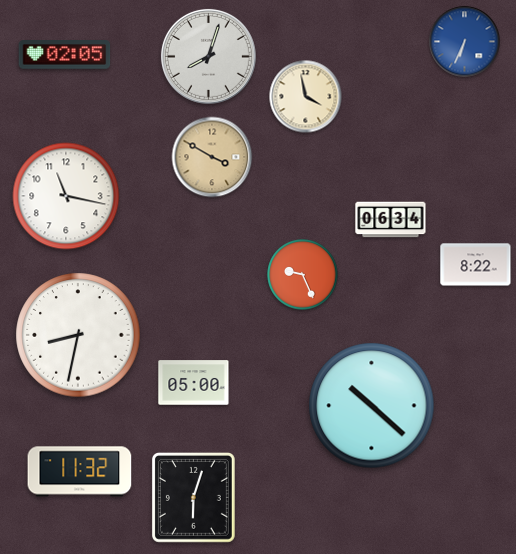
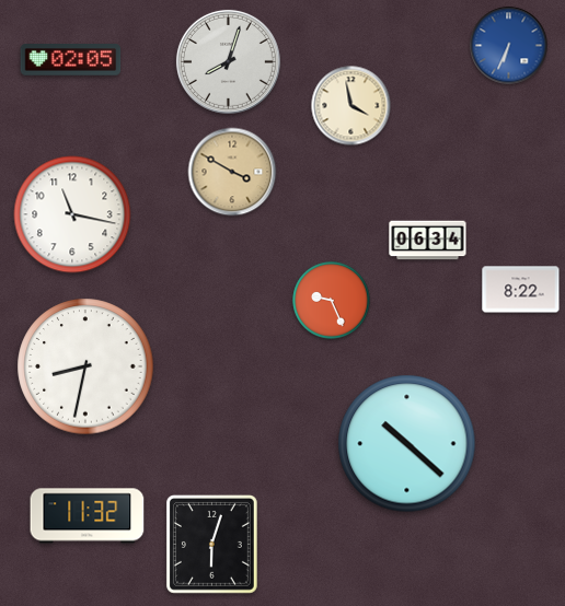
clock at (306, 97) position: (306, 97) -> (351, 106)
clock at (194, 383): 05:00 -> none
